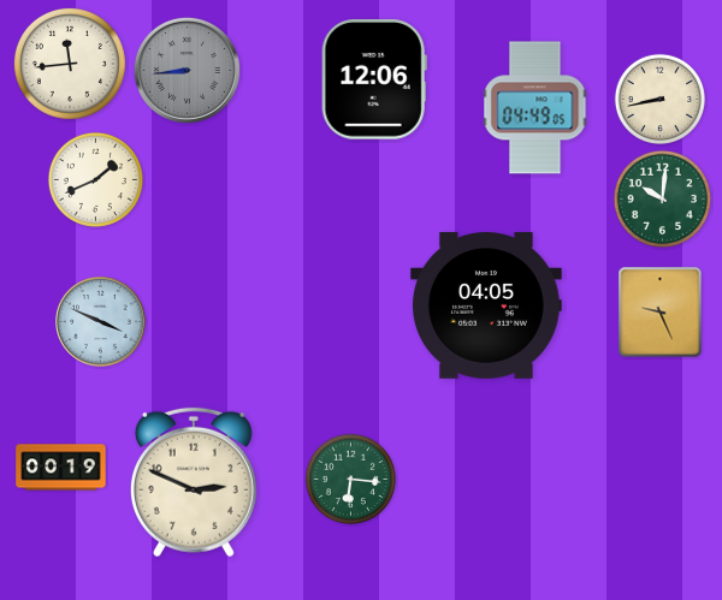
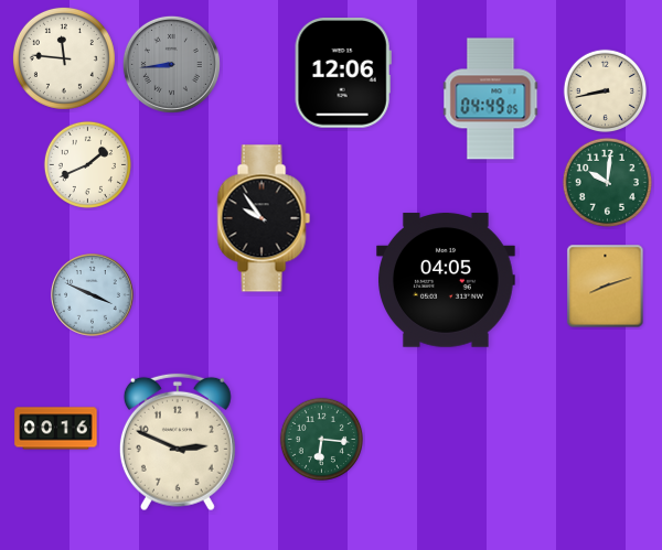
clock at (70, 64): 11:44 -> 11:46
clock at (264, 218): none -> 9:54
clock at (661, 313): 9:26 -> 8:12
clock at (61, 468): 00:19 -> 00:16
